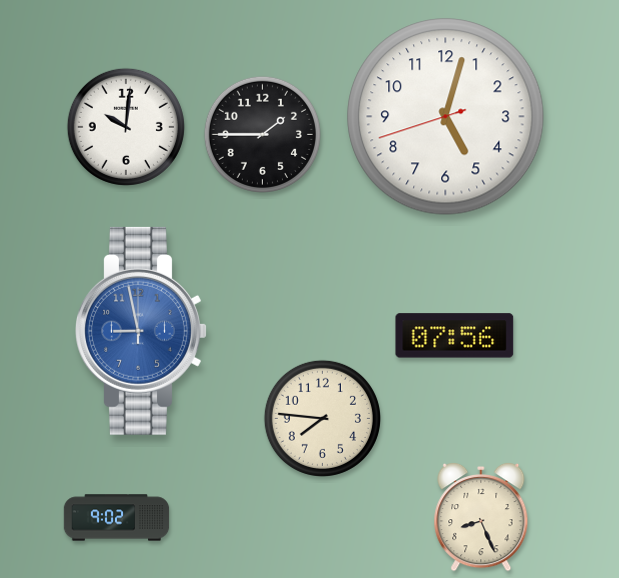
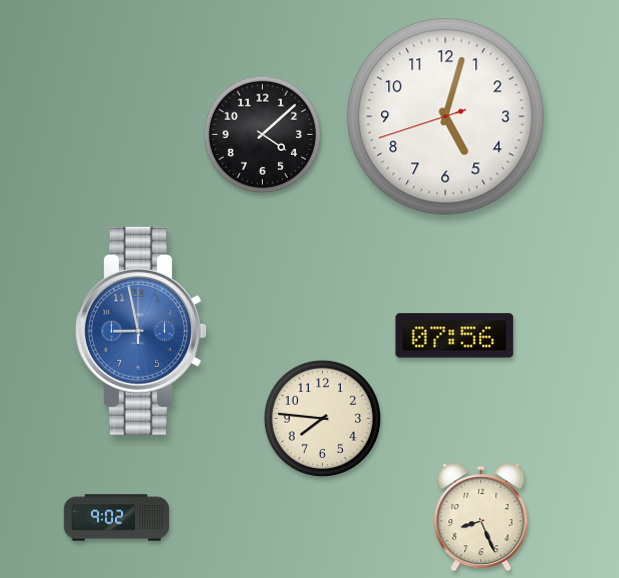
clock at (126, 127): 10:01 -> none
clock at (262, 134): 1:45 -> 4:08
